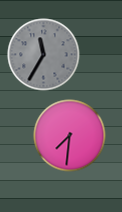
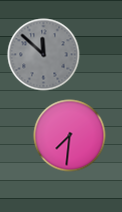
clock at (44, 55): 11:35 -> 11:52
